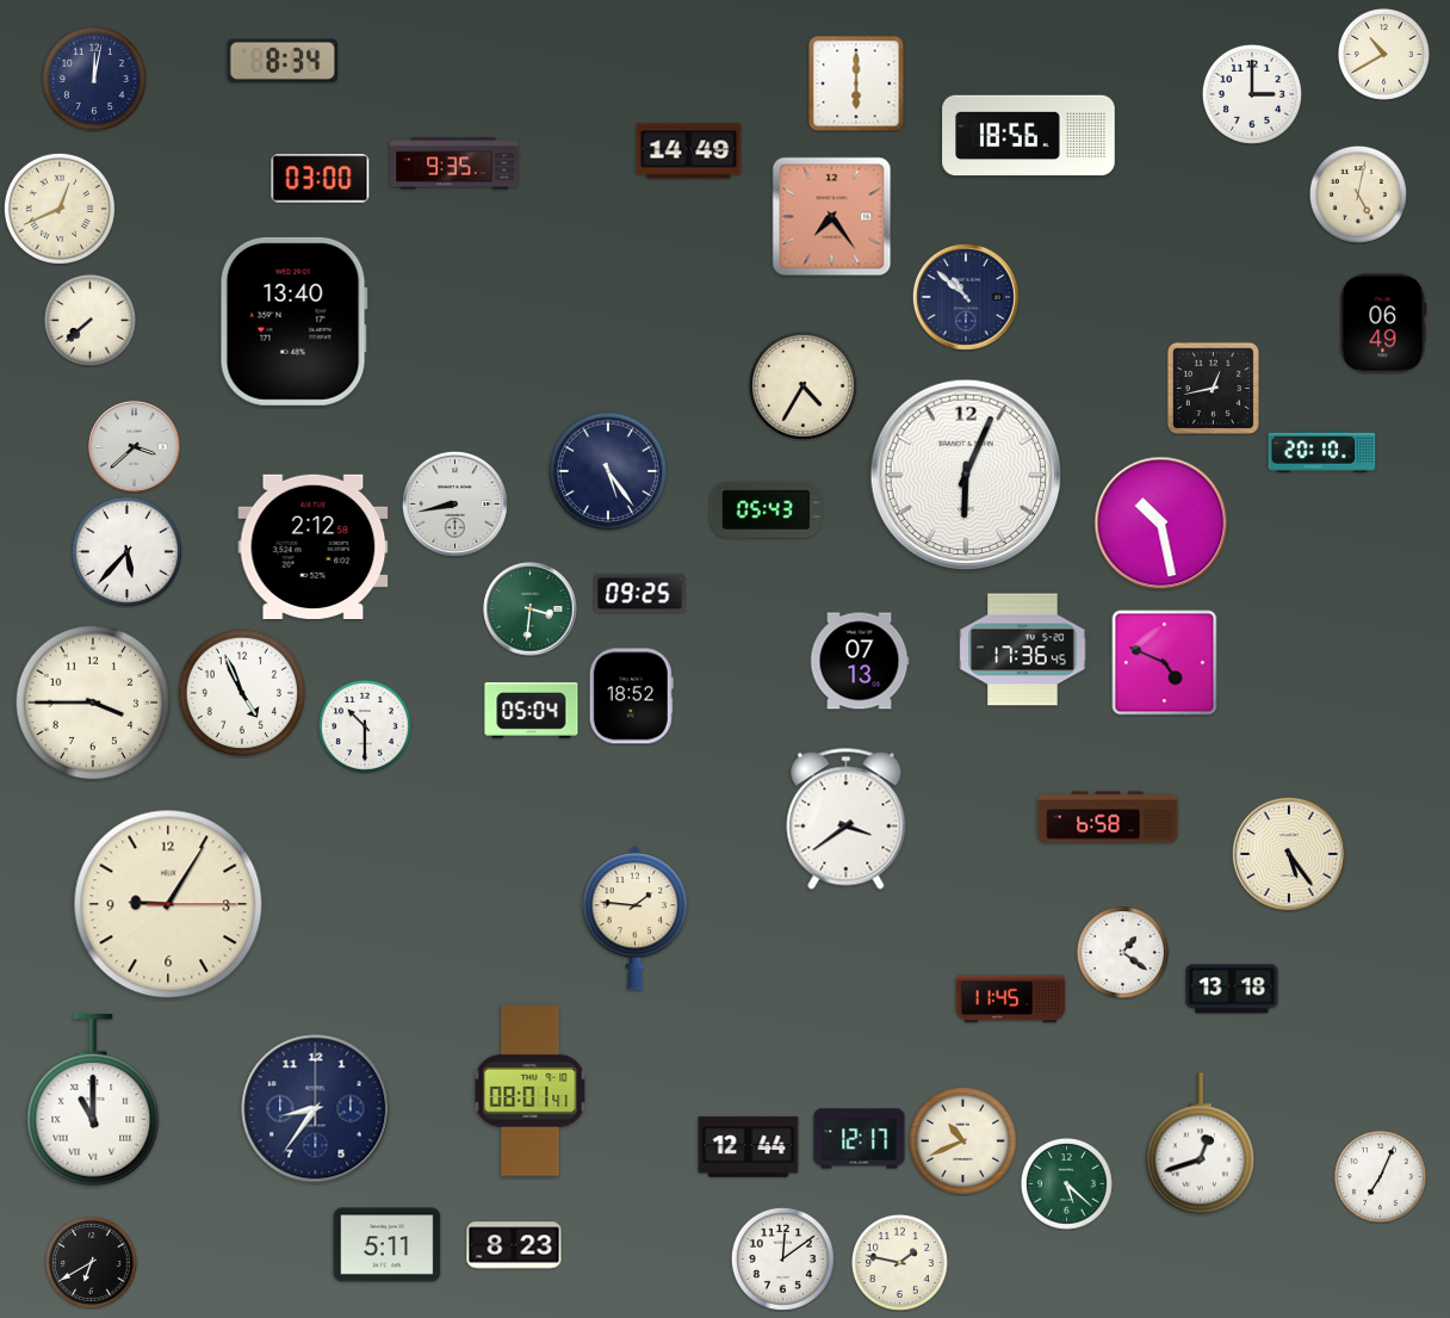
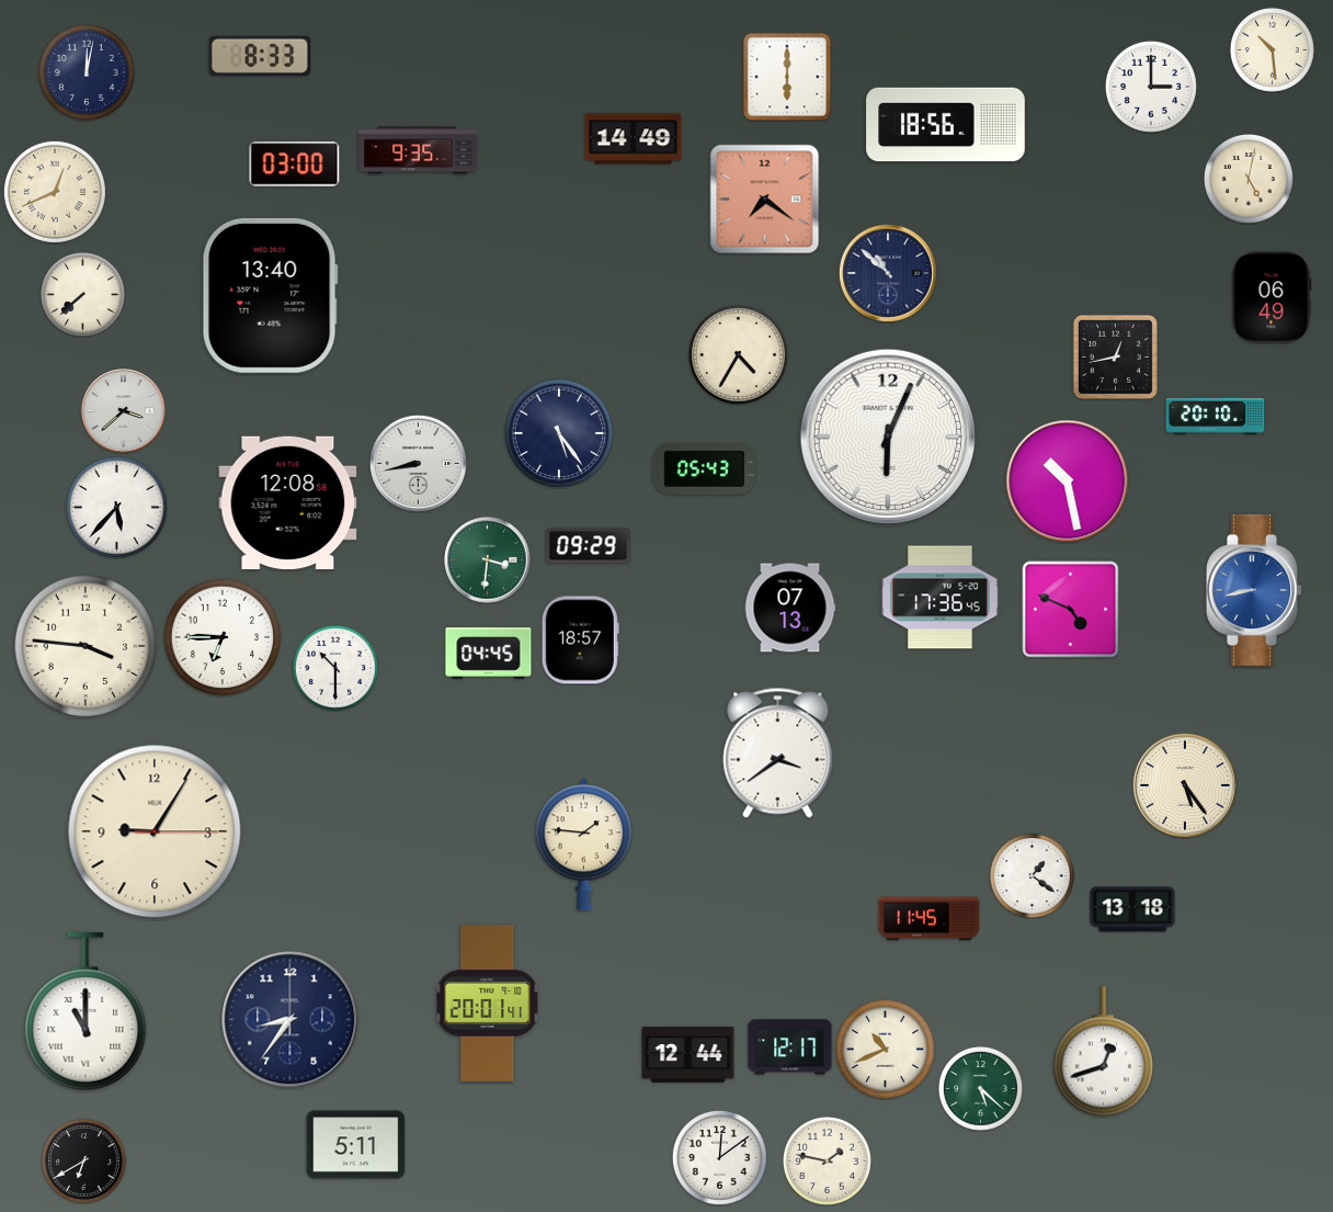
clock at (1383, 54): 10:40 -> 10:29
clock at (283, 61): 8:34 -> 8:33
clock at (832, 217): 7:24 -> 7:21
clock at (314, 546): 2:12 -> 12:08
clock at (640, 594): 09:25 -> 09:29
clock at (1254, 590): none -> 8:43
clock at (241, 692): 4:56 -> 6:45
clock at (631, 697): 18:52 -> 18:57
clock at (93, 703): 3:45 -> 3:46
clock at (532, 711): 05:04 -> 04:45
clock at (1108, 817): 6:58 -> none
clock at (531, 1090): 08:01 -> 20:01
clock at (1380, 1176): 7:04 -> none
clock at (514, 1245): 8:23 -> none
